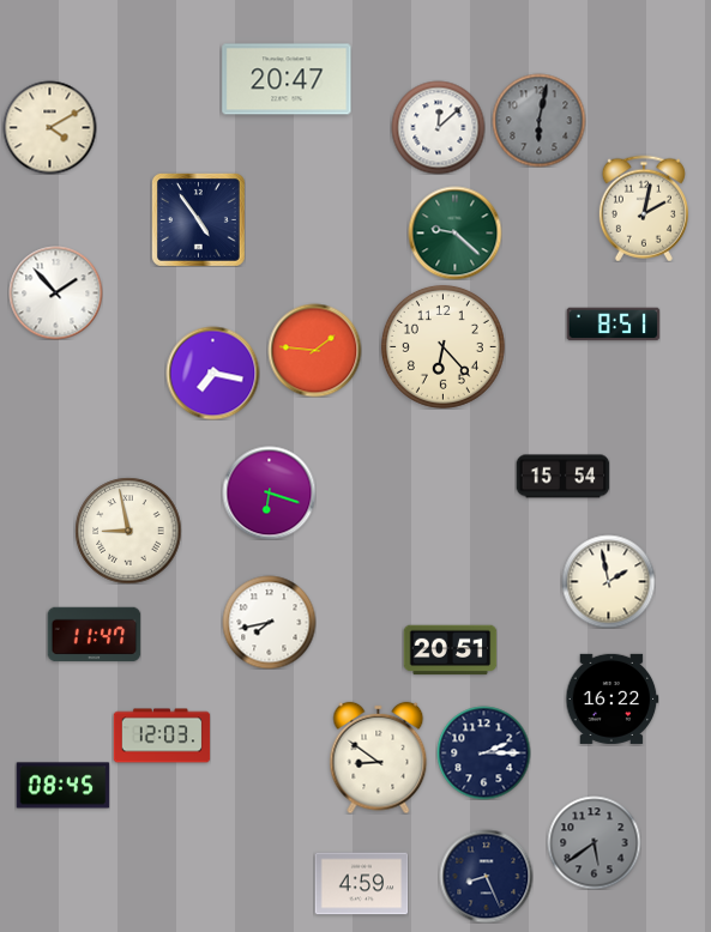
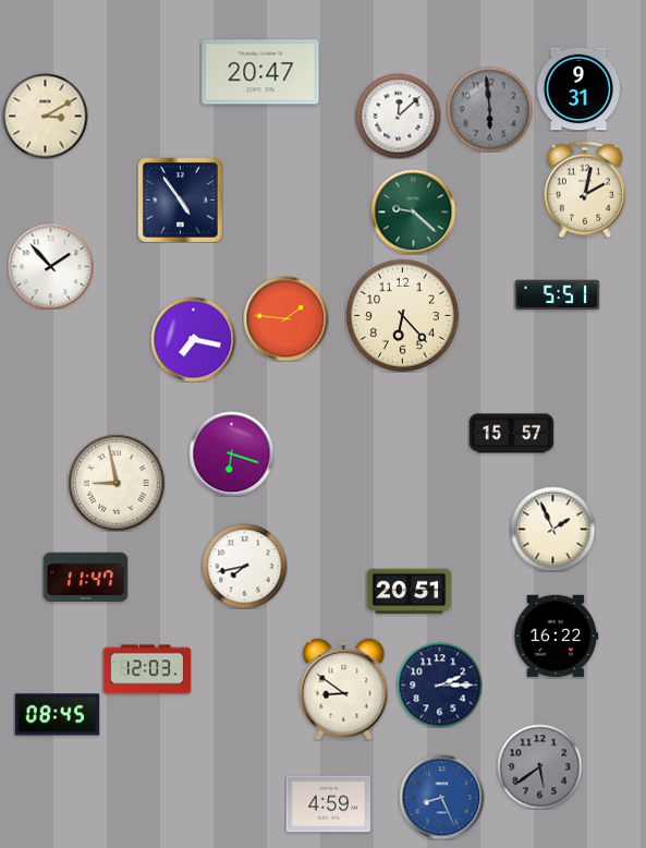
clock at (578, 89): none -> 9:31
clock at (538, 120): 6:02 -> 5:59
clock at (49, 127): 4:10 -> 3:10
clock at (613, 325): 8:51 -> 5:51
clock at (562, 477): 15:54 -> 15:57
clock at (269, 492) position: (269, 492) -> (231, 453)
clock at (608, 581): 1:58 -> 1:56
clock at (486, 876) dial: navy -> blue
